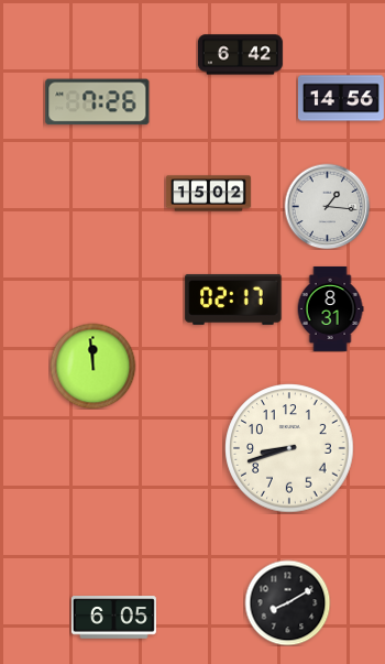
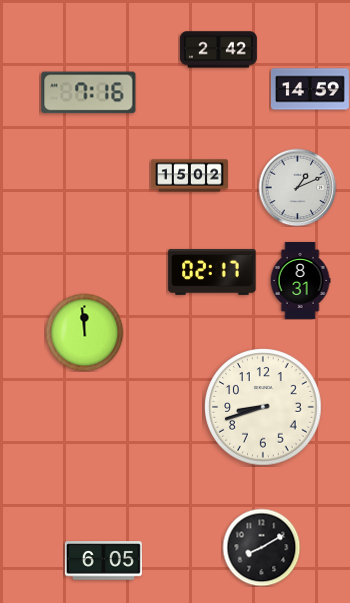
clock at (240, 55): 6:42 -> 2:42
clock at (341, 98): 14:56 -> 14:59
clock at (98, 102): 7:26 -> 7:16
clock at (327, 206): 1:16 -> 1:11
